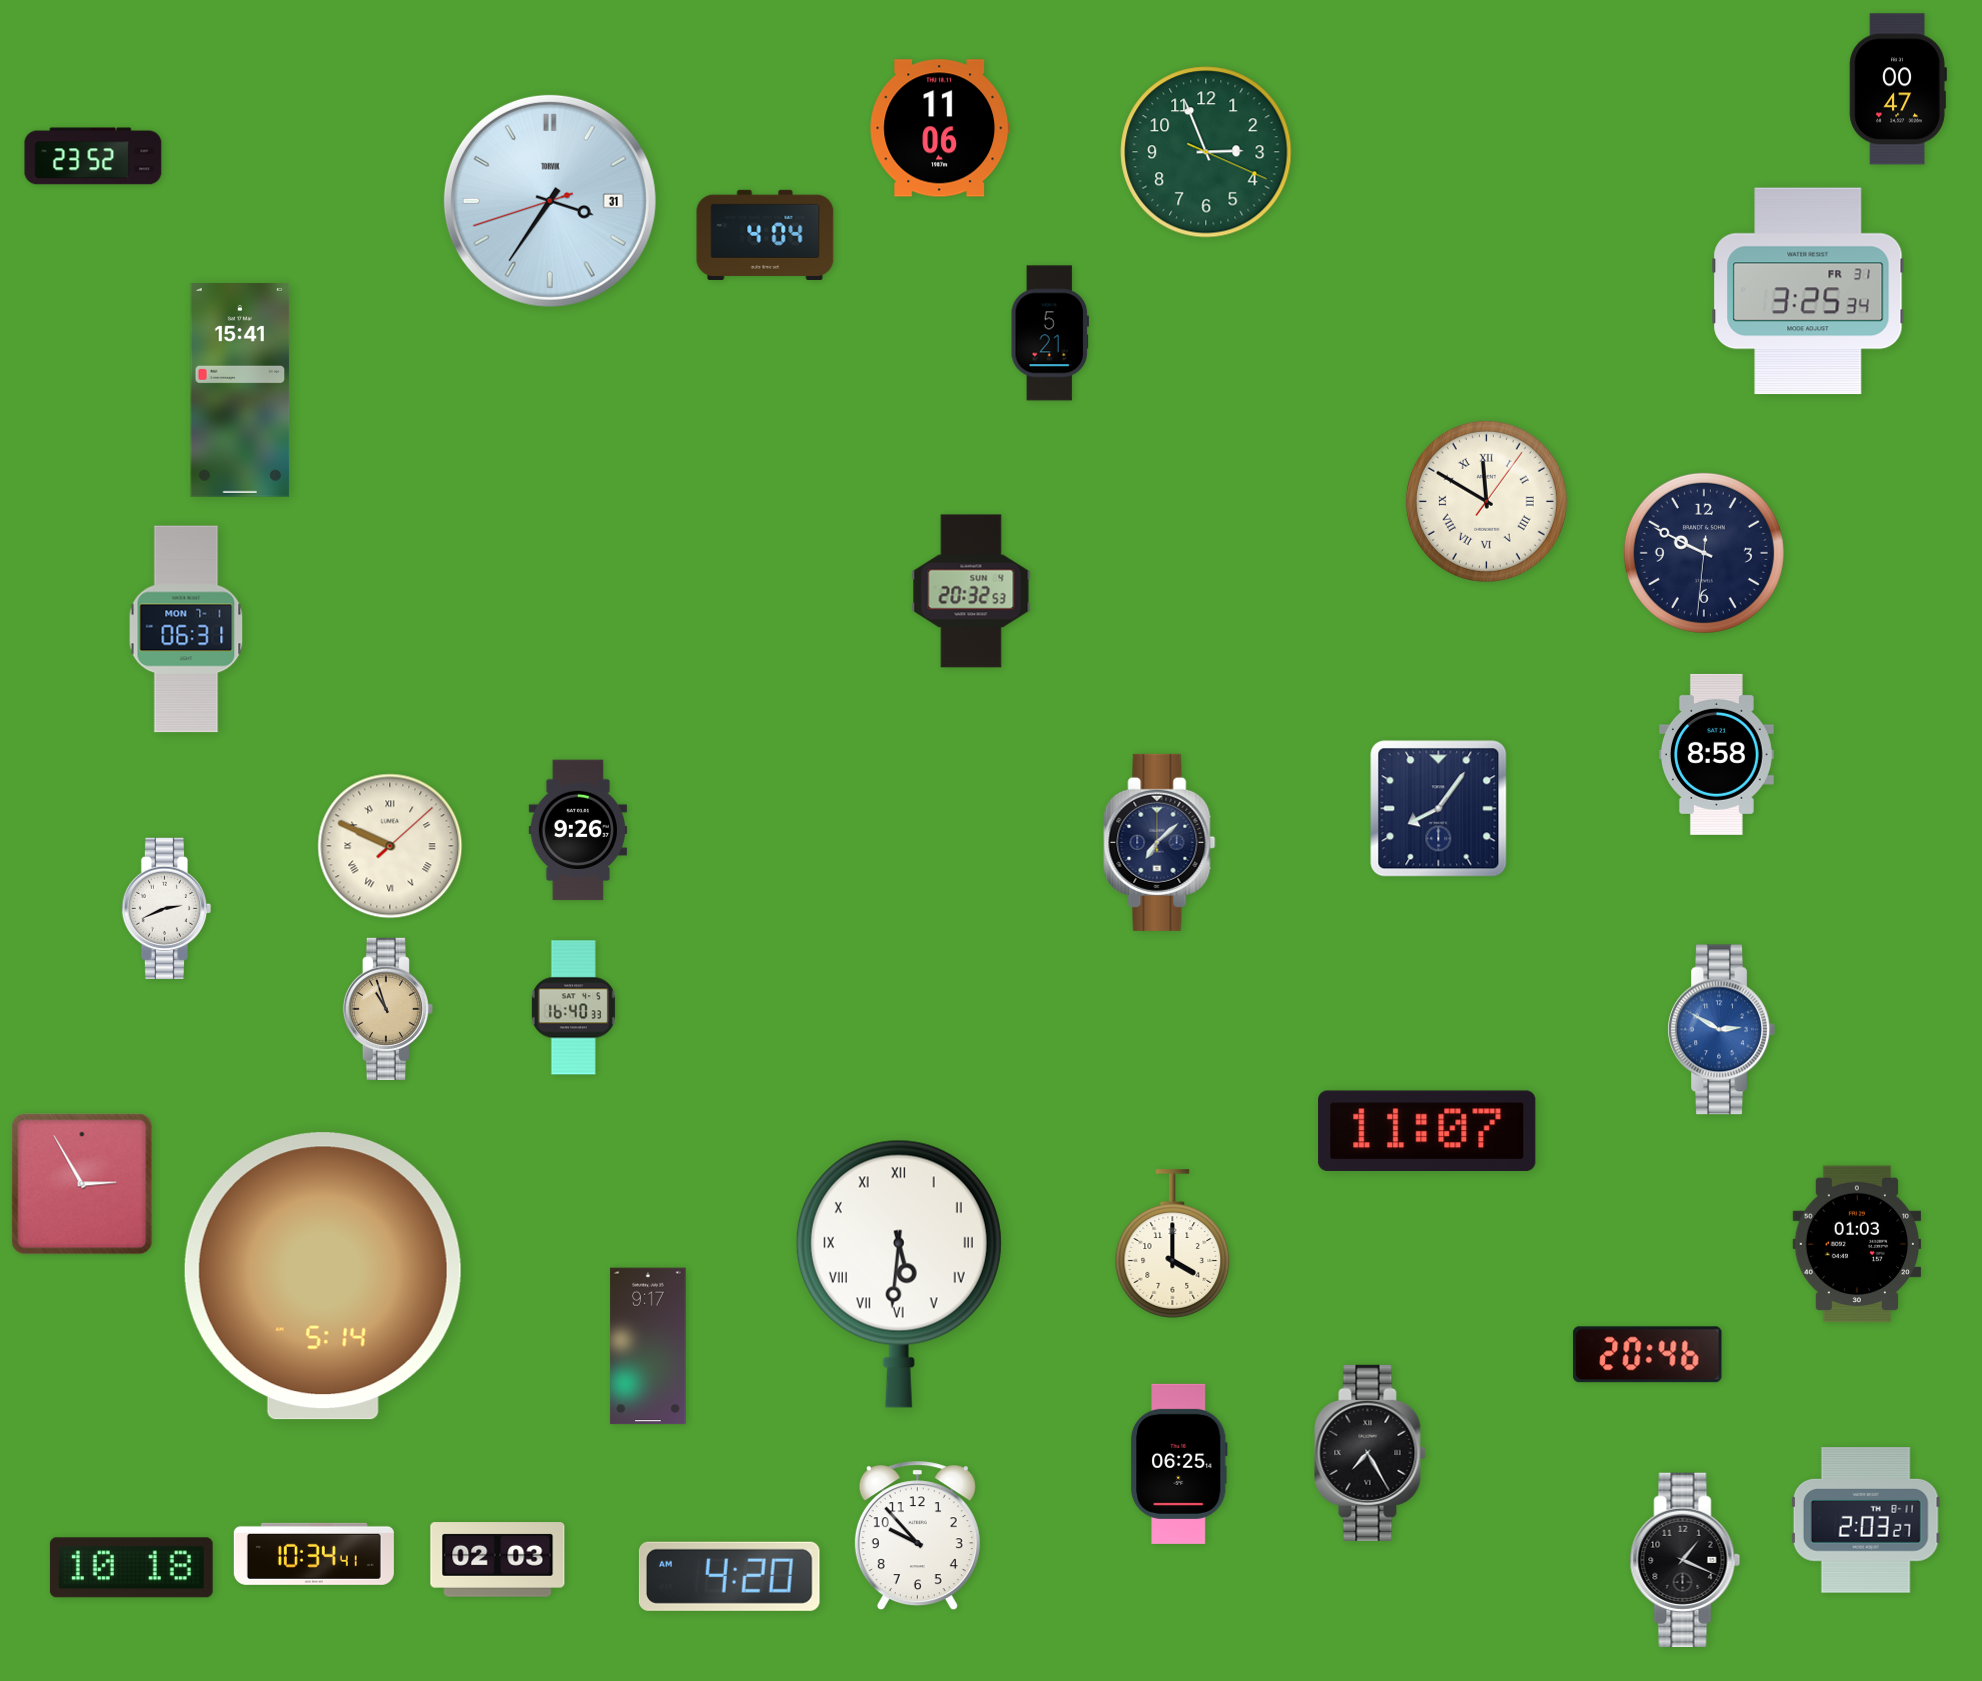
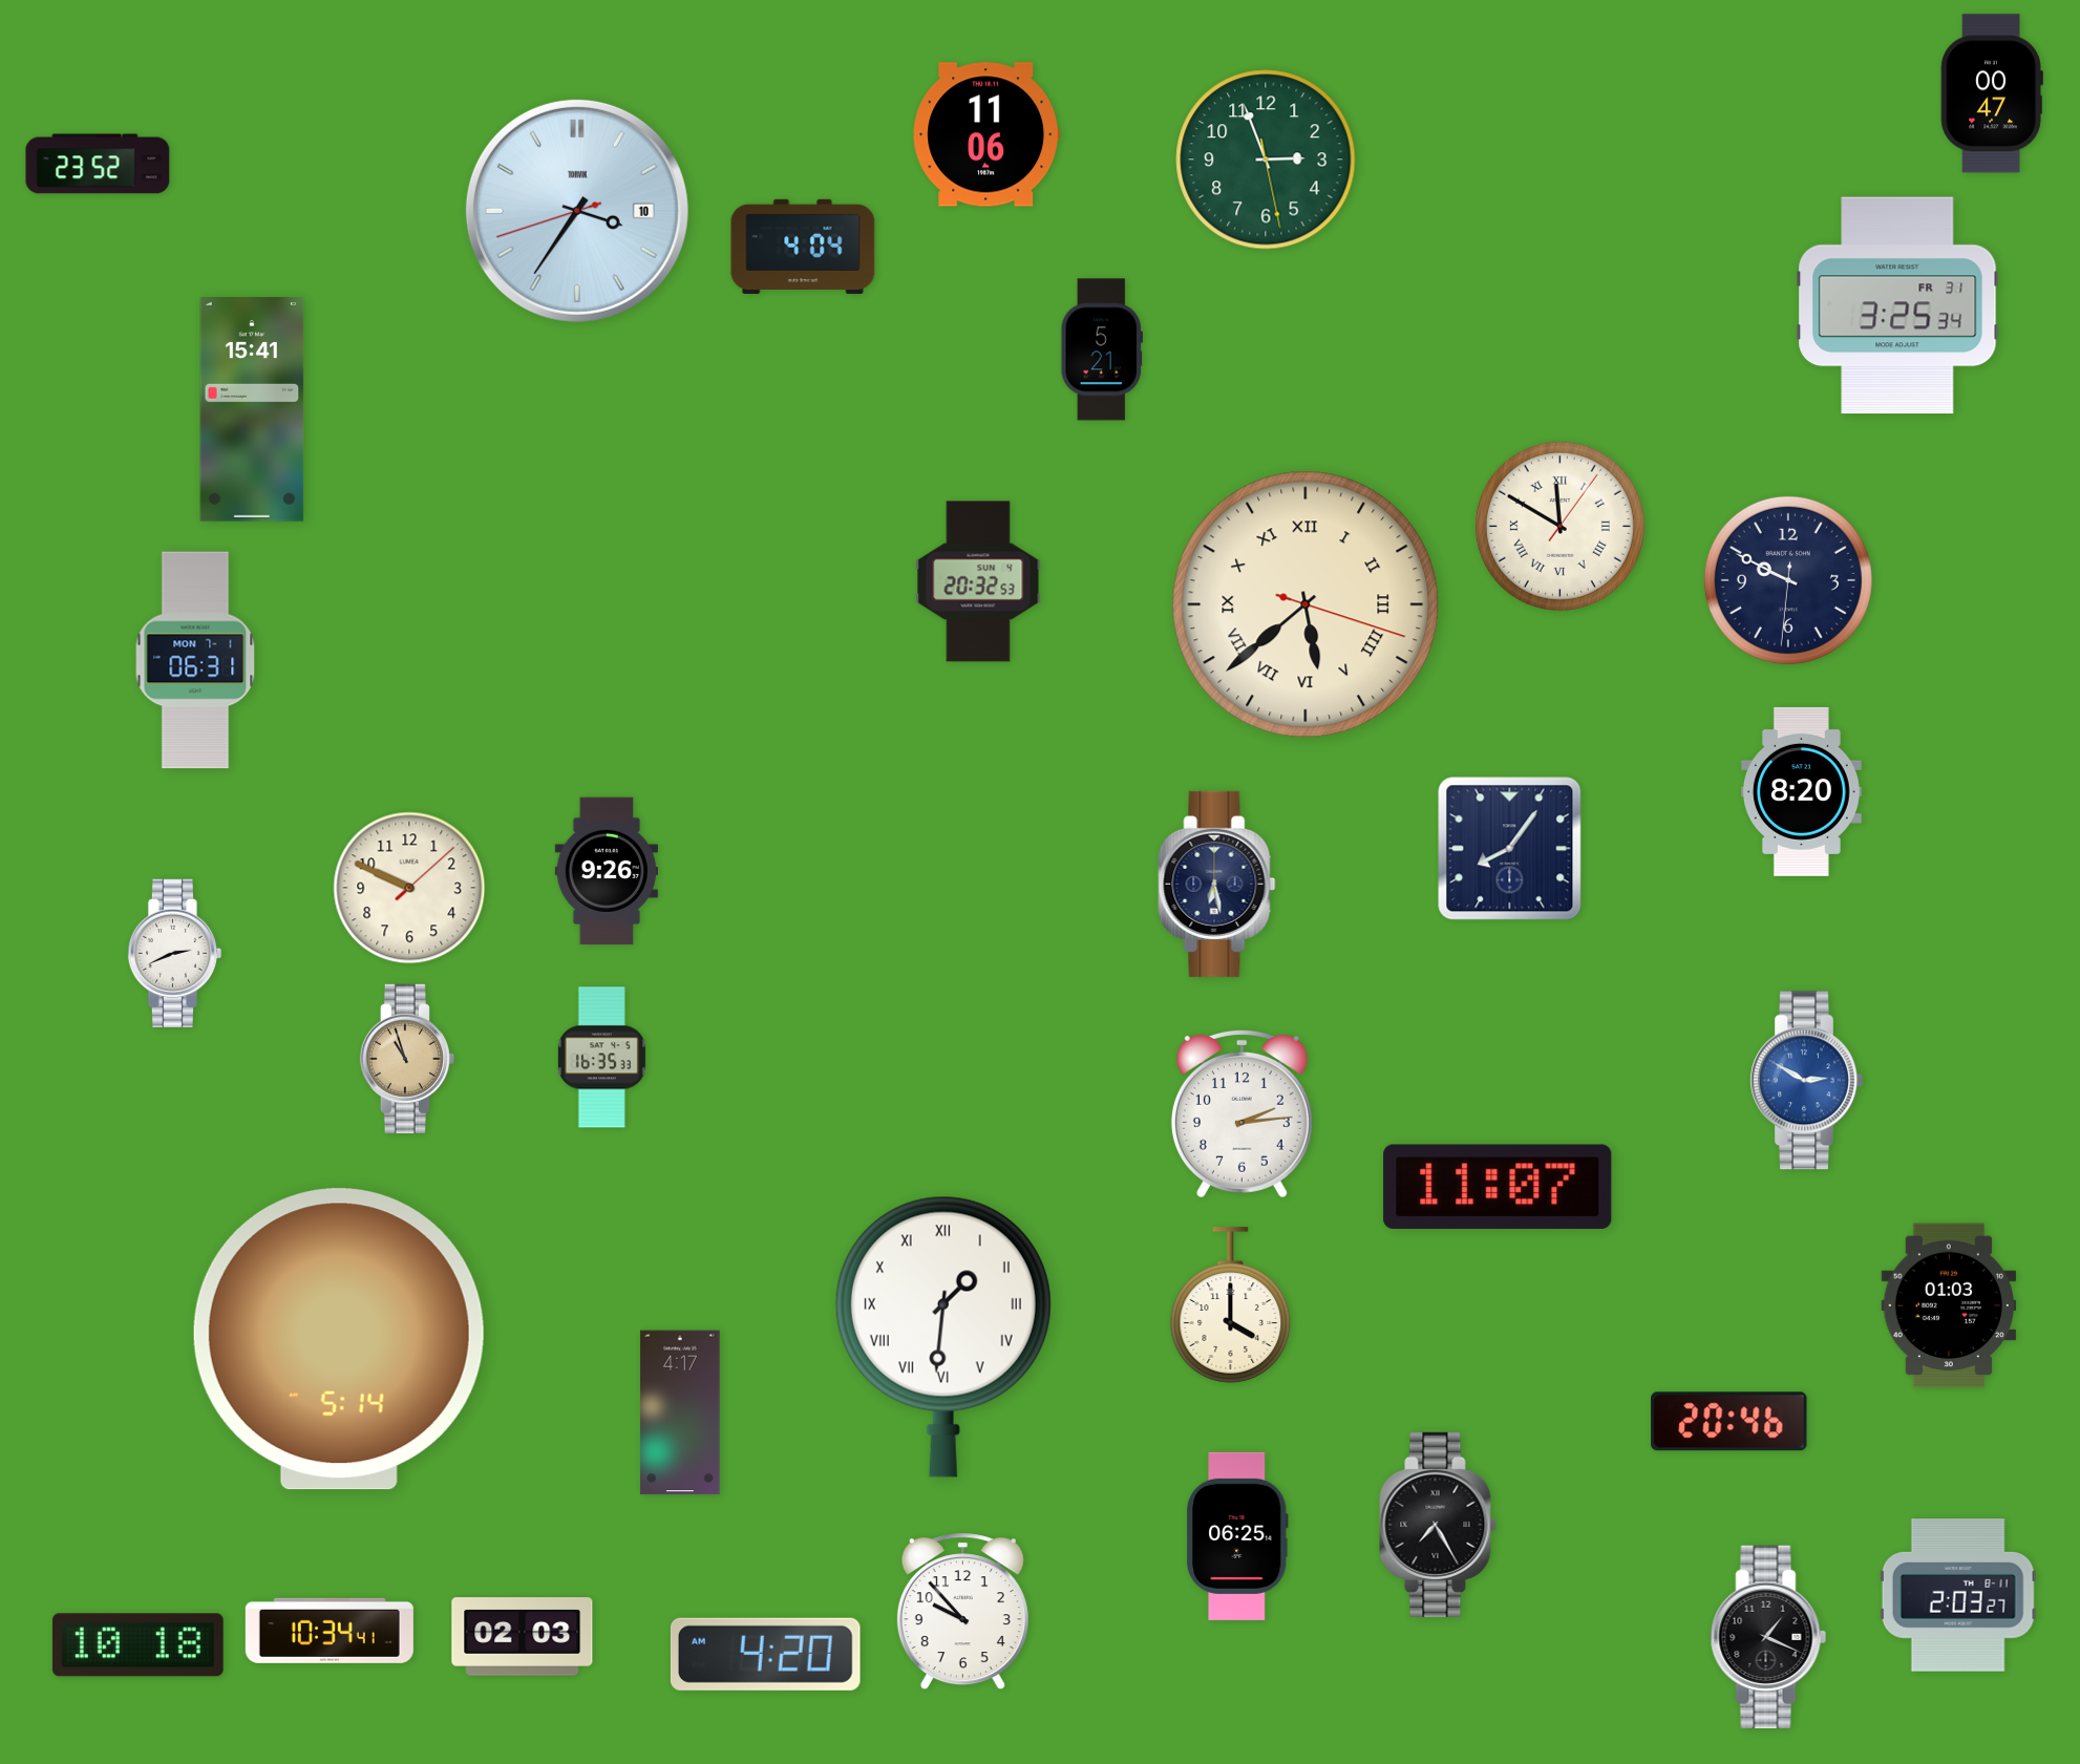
clock at (1206, 152): 2:56:19 -> 2:56:28
clock at (550, 201) date: 31 -> 10
clock at (1306, 604): none -> 5:38
clock at (971, 591) position: (971, 591) -> (978, 581)
clock at (1716, 754): 8:58 -> 8:20
clock at (1160, 842): 7:08 -> 6:28
clock at (390, 846) numerals: Roman -> Arabic
clock at (573, 1008): 16:40 -> 16:35
clock at (1241, 1113): none -> 2:14
clock at (82, 1184): 2:55 -> none
clock at (899, 1274): 5:31 -> 1:31
clock at (648, 1346): 9:17 -> 4:17
